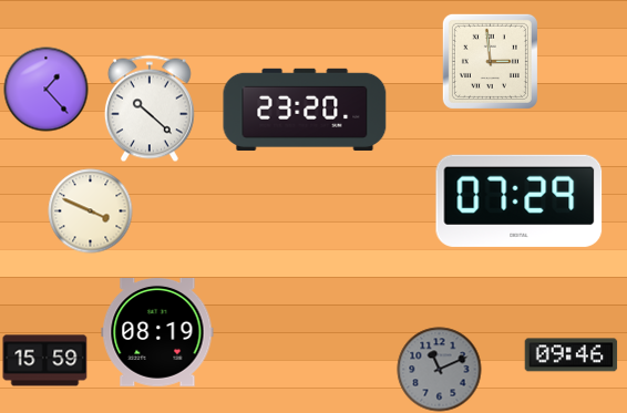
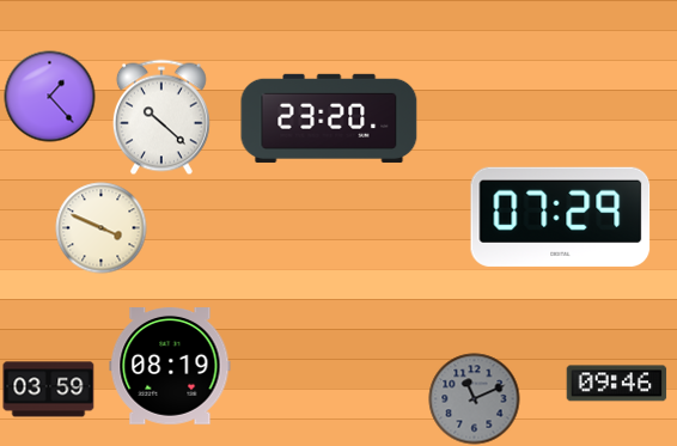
clock at (490, 61): 2:59 -> none
clock at (91, 211) position: (91, 211) -> (102, 228)
clock at (157, 333) position: (157, 333) -> (170, 367)
clock at (45, 361): 15:59 -> 03:59
